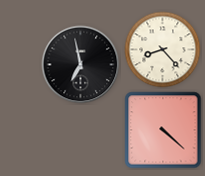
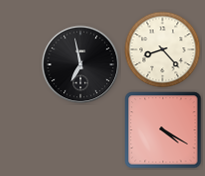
clock at (163, 130): 4:22 -> 4:20
